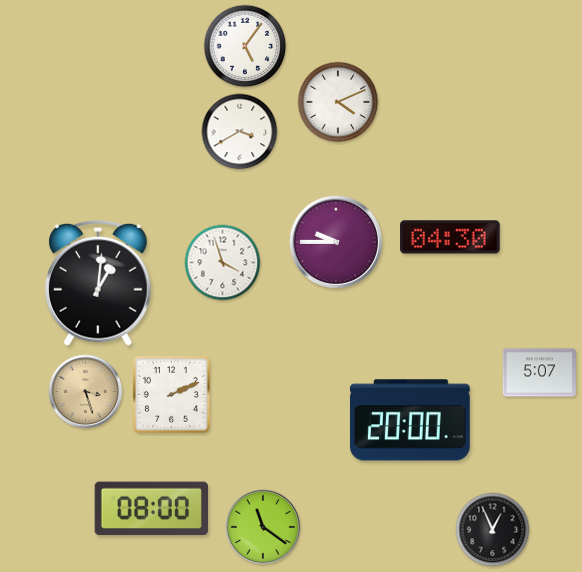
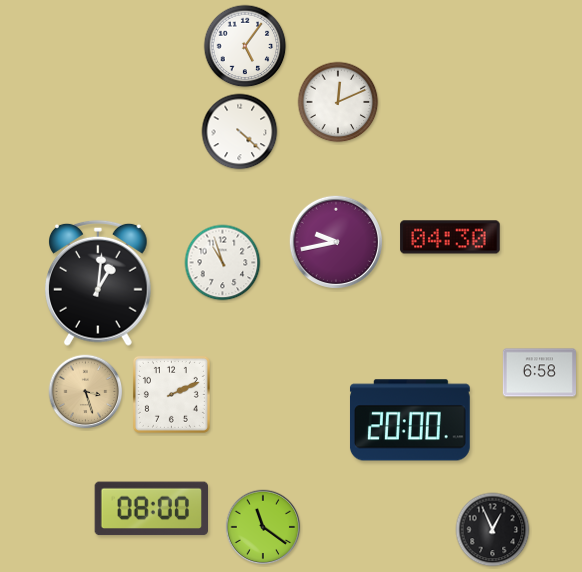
clock at (338, 102): 4:11 -> 12:11
clock at (240, 132): 3:40 -> 4:22
clock at (336, 242): 9:45 -> 9:43
clock at (223, 263): 3:57 -> 10:57
clock at (539, 373): 5:07 -> 6:58
